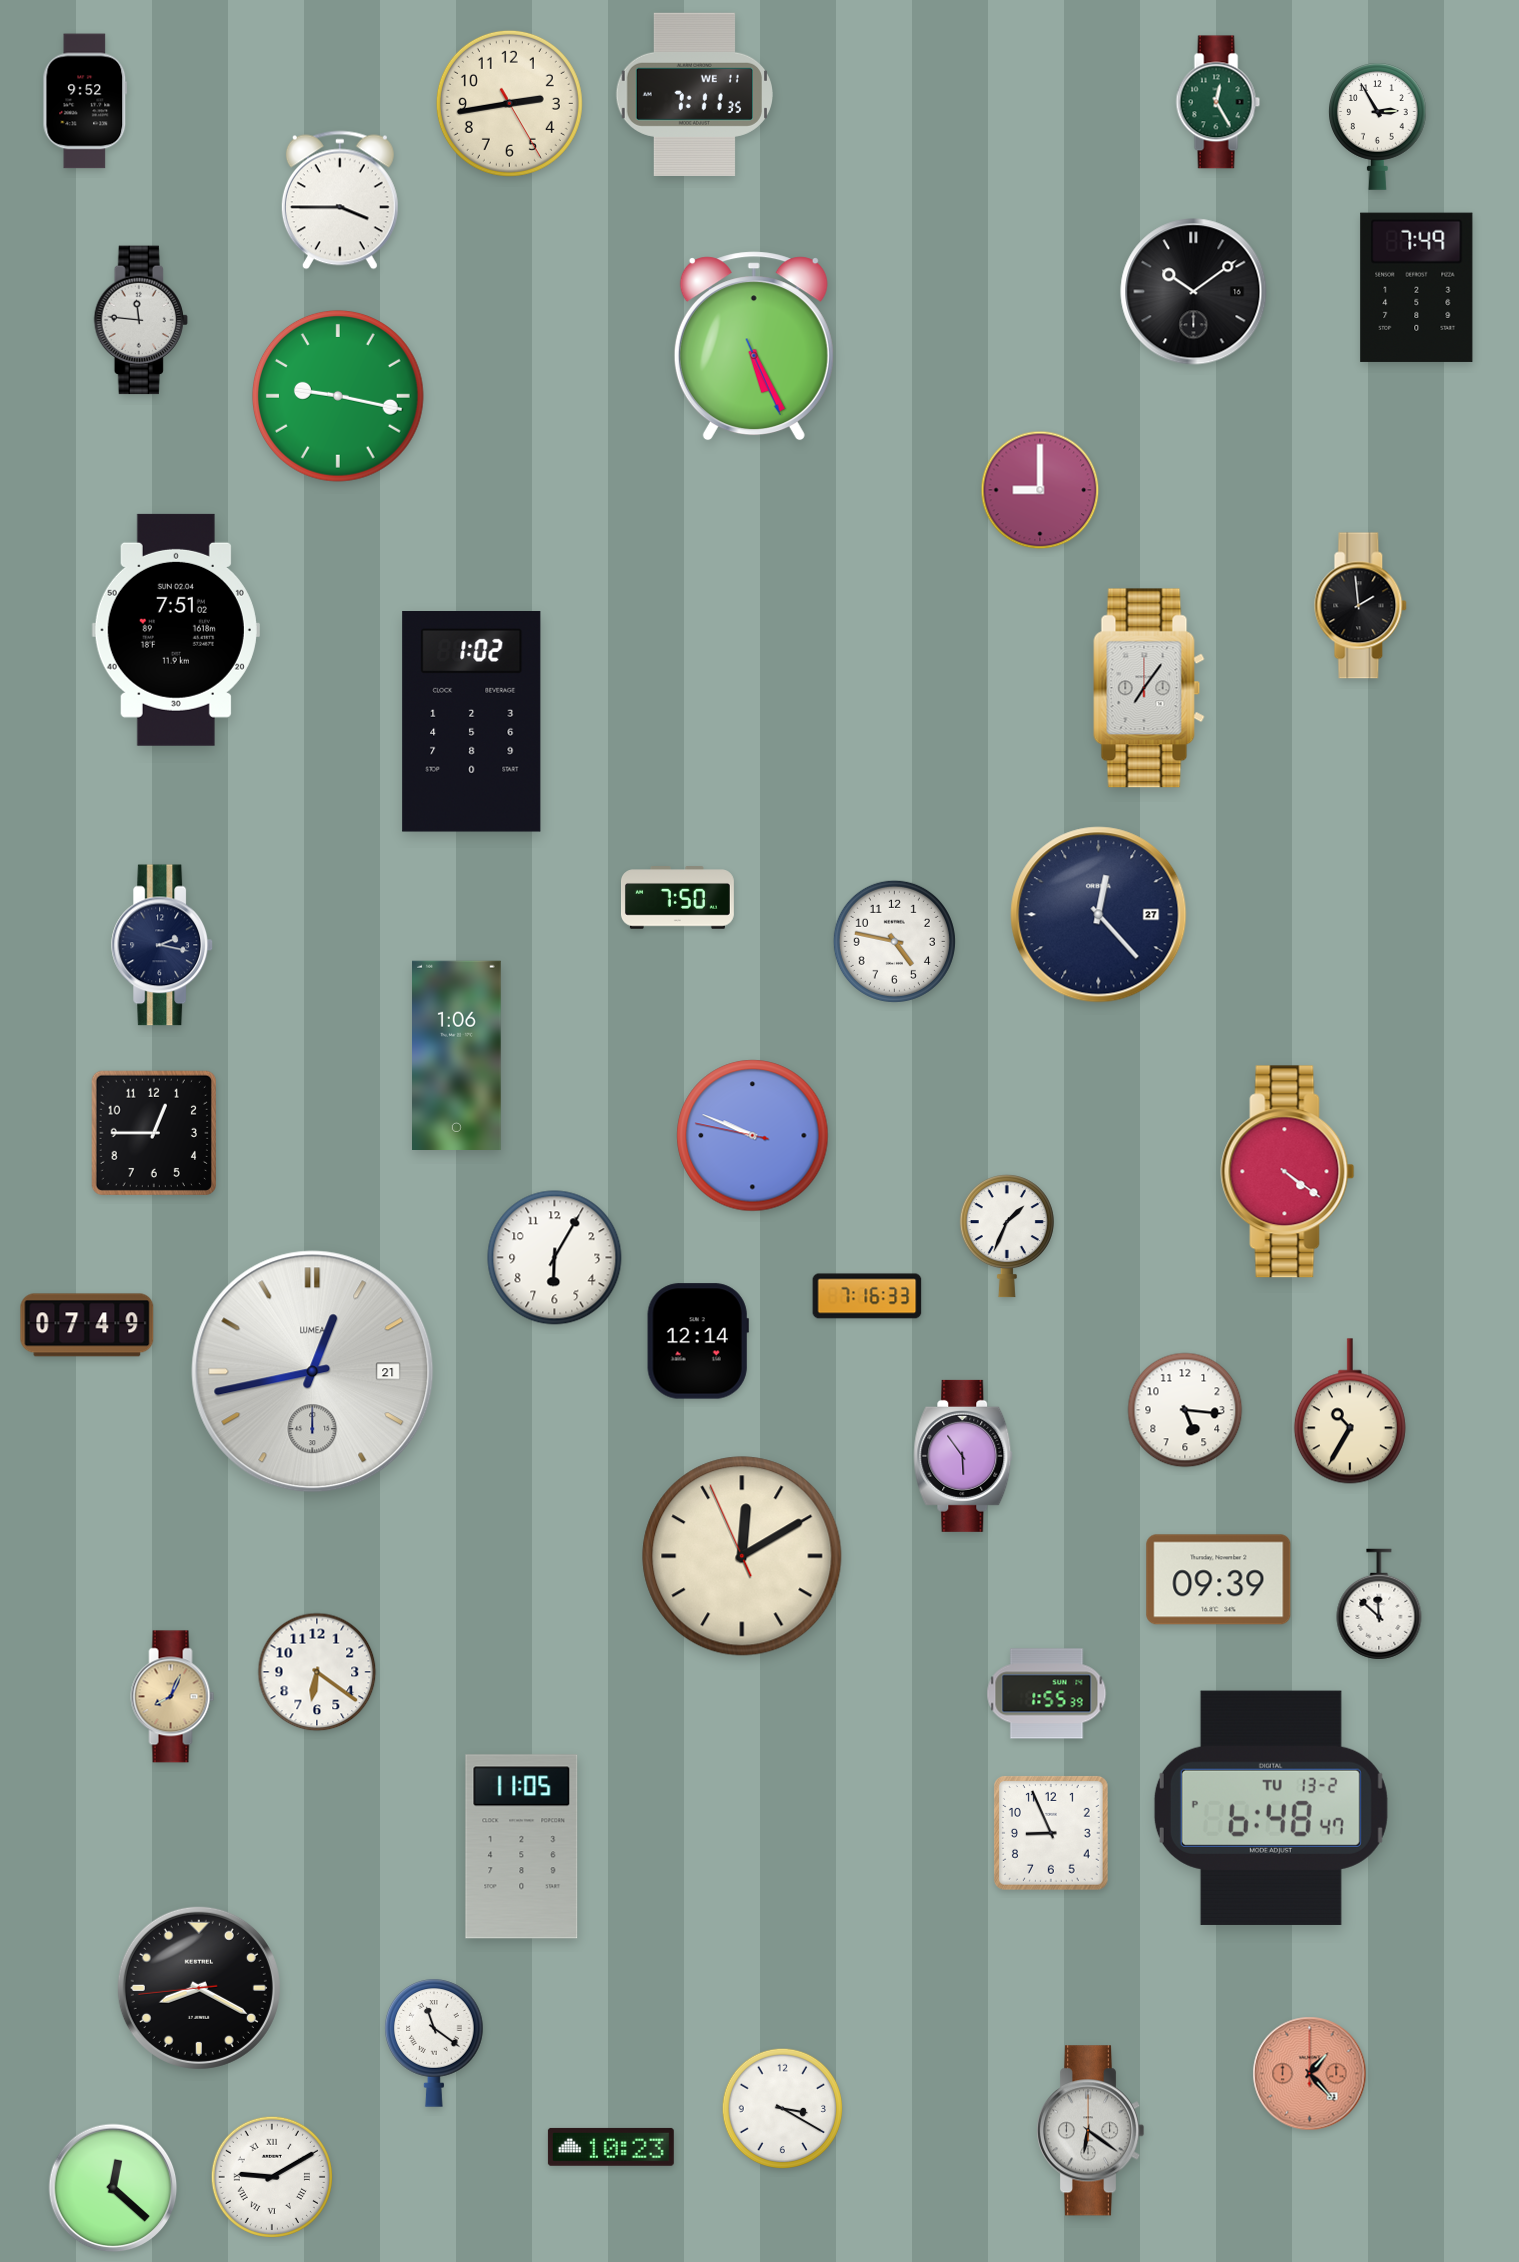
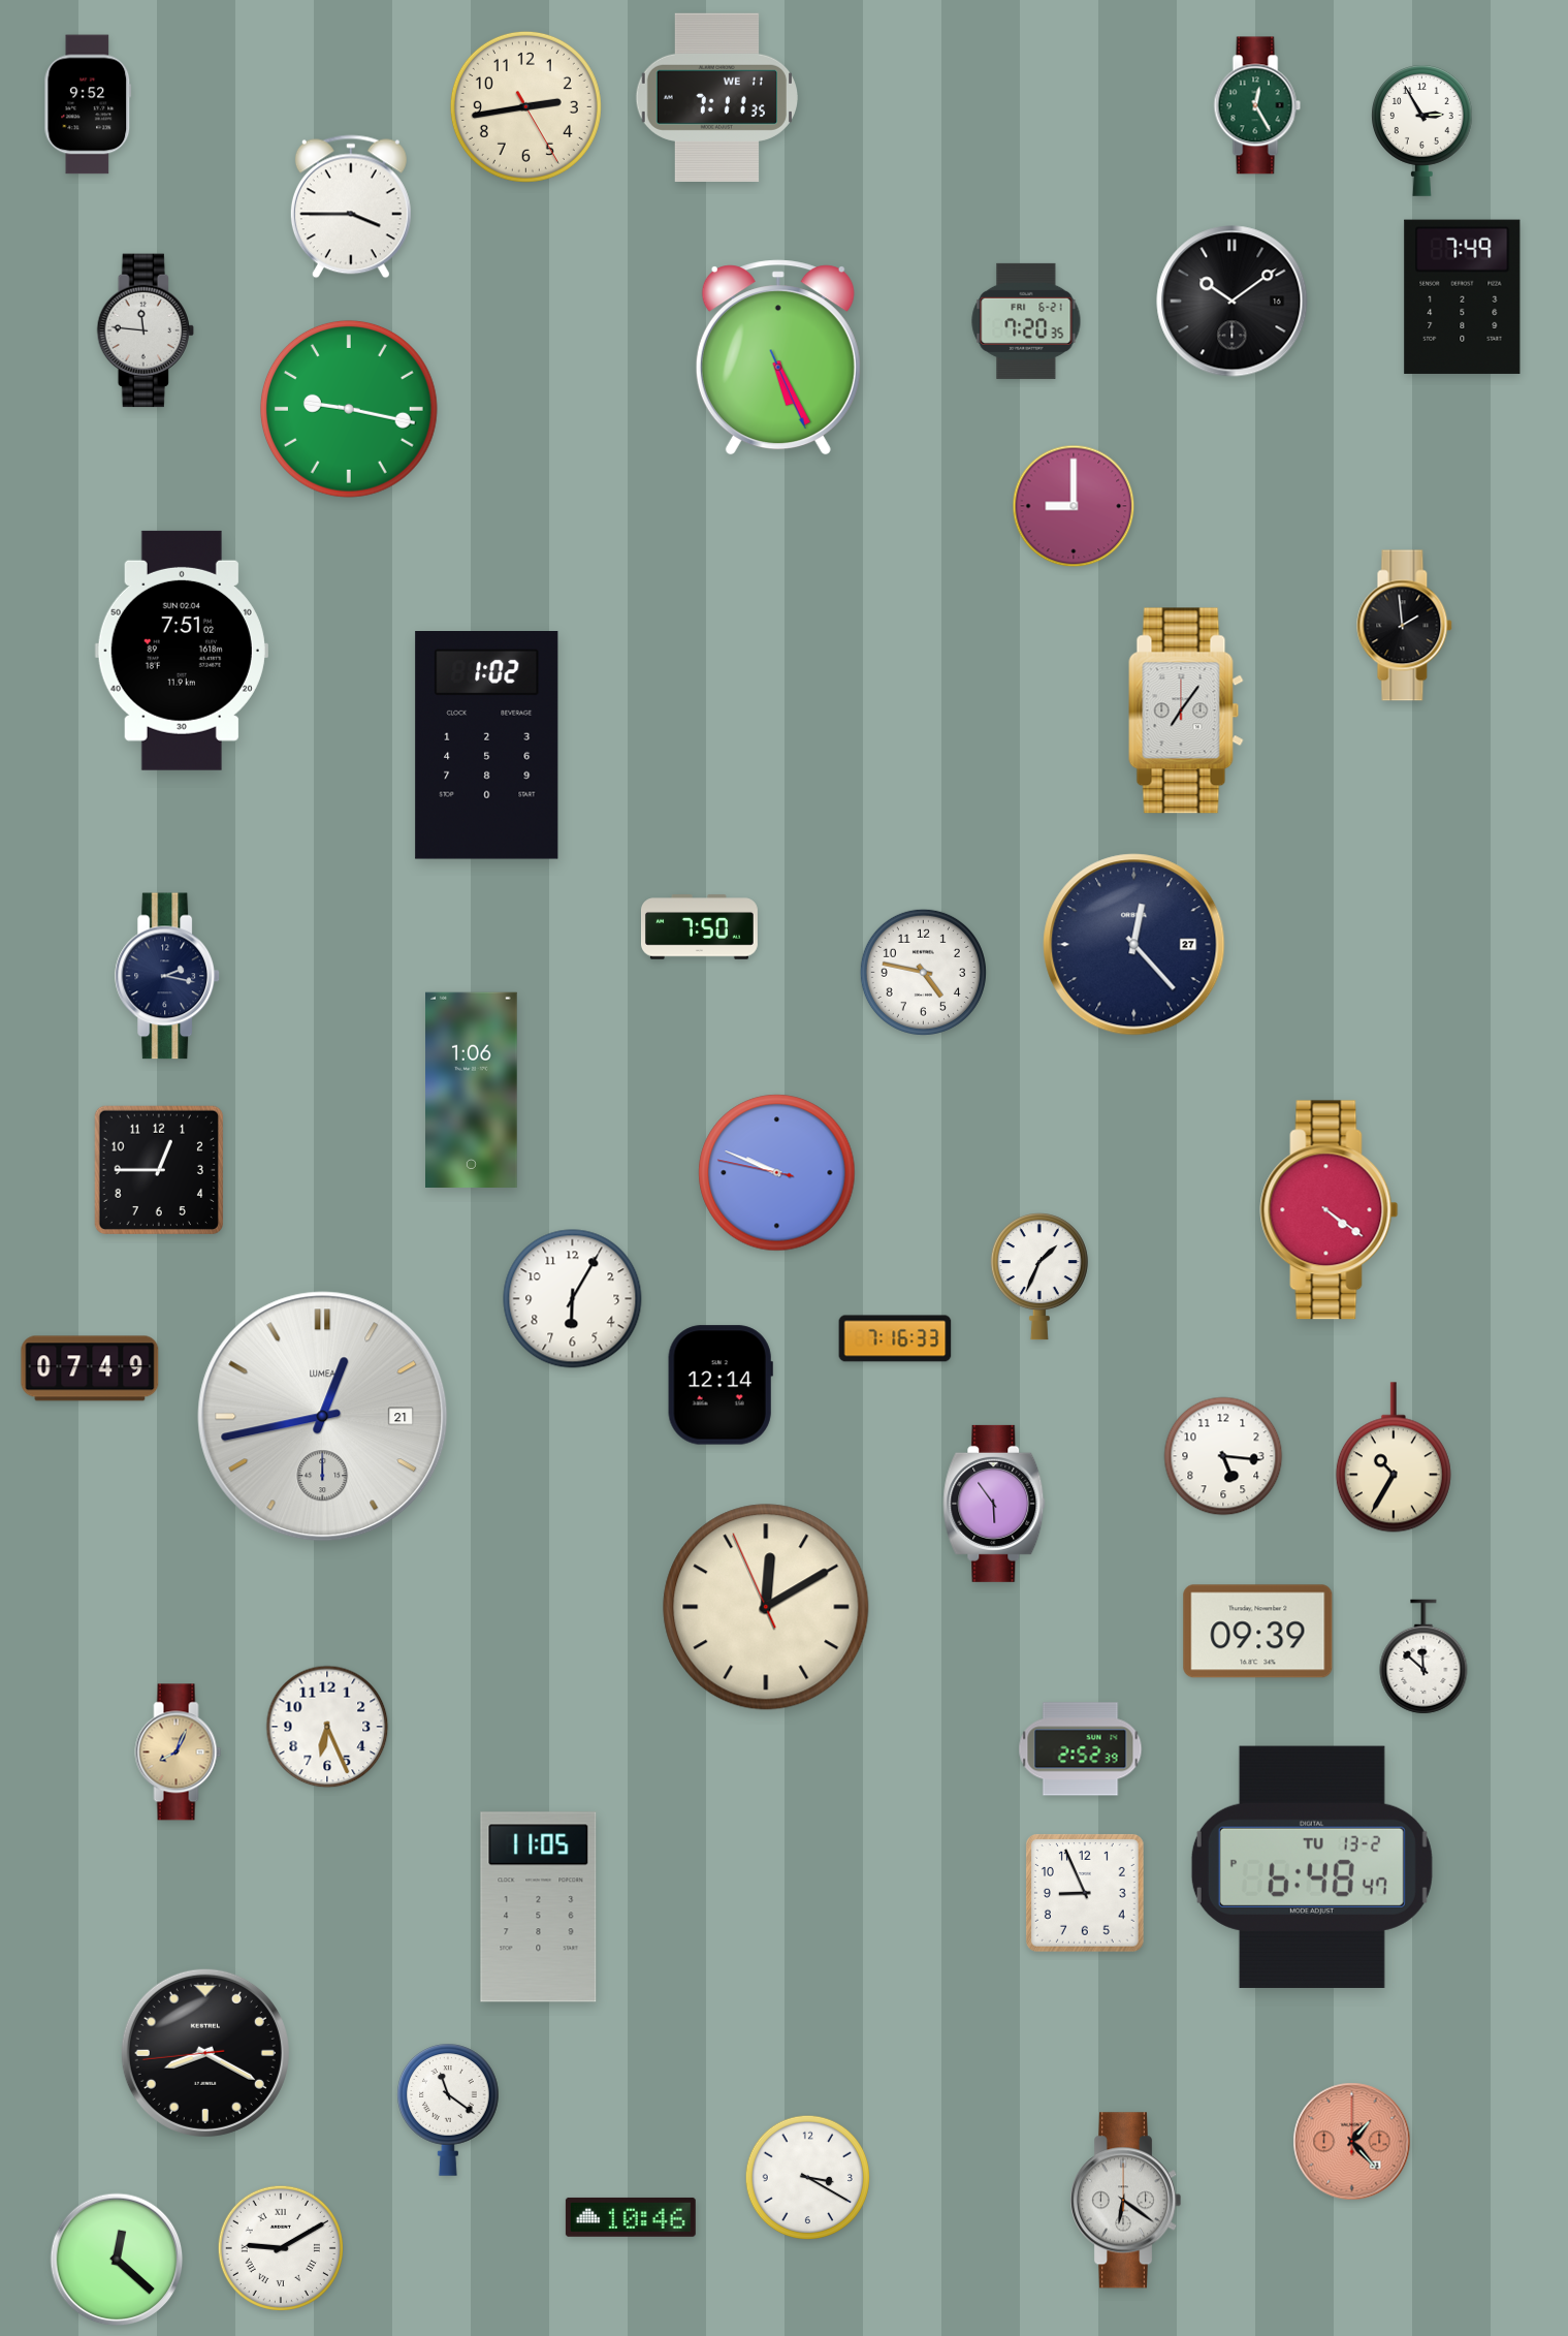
clock at (1026, 321): none -> 7:20
clock at (317, 1672): 6:21 -> 6:26
clock at (1047, 1694): 1:55 -> 2:52
clock at (611, 2147): 10:23 -> 10:46
